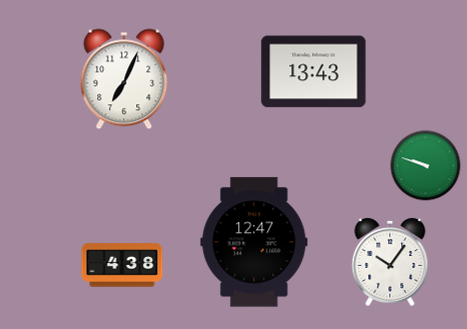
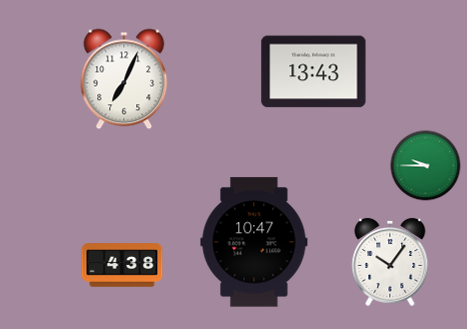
clock at (426, 166): 9:48 -> 9:45
clock at (254, 242): 12:47 -> 10:47
